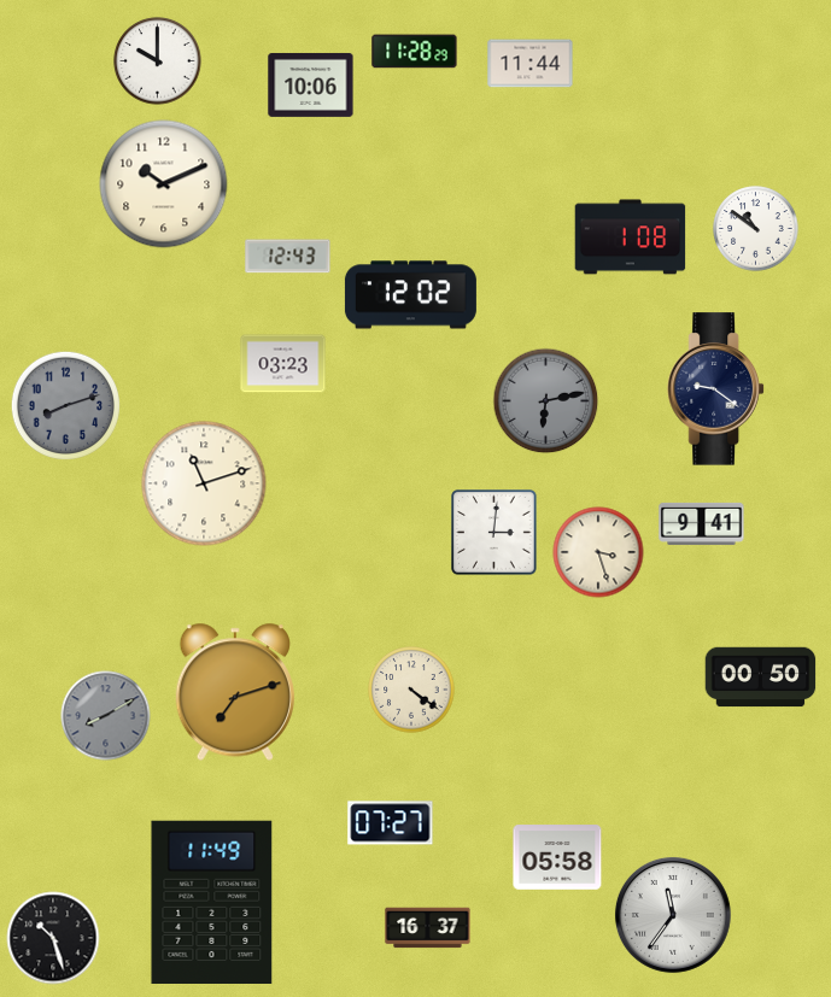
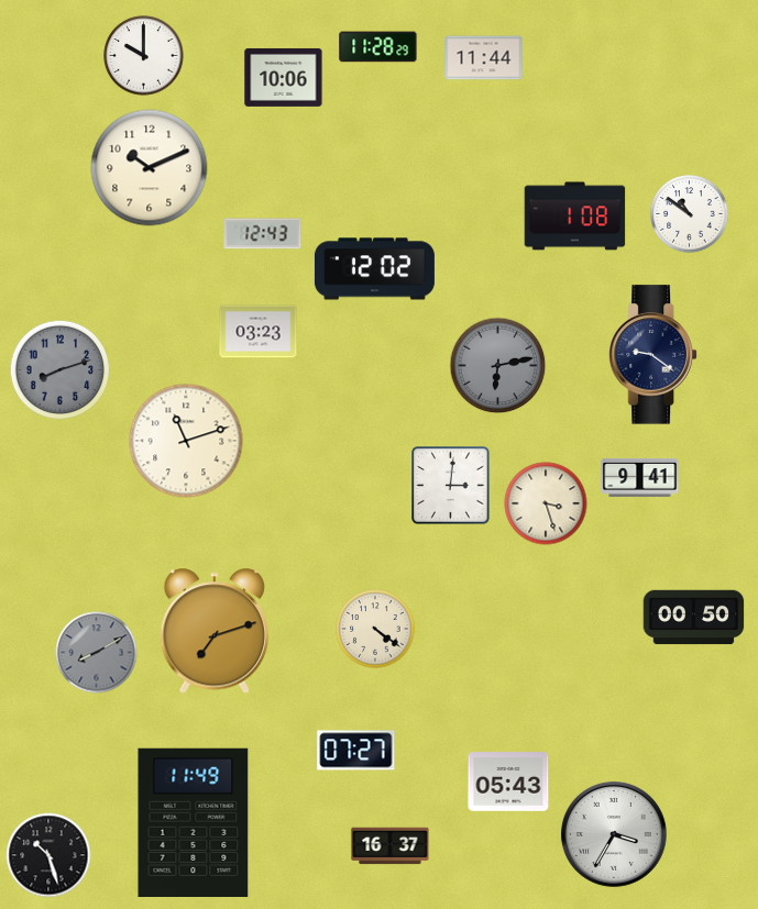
clock at (756, 229) position: (756, 229) -> (690, 214)
clock at (557, 857): 05:58 -> 05:43
clock at (673, 915): 11:36 -> 3:35
